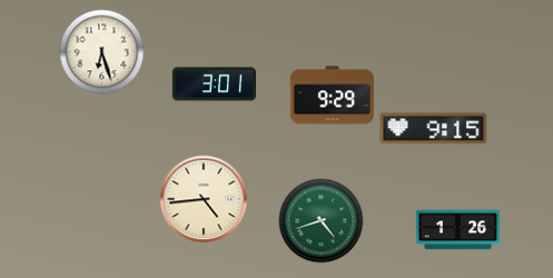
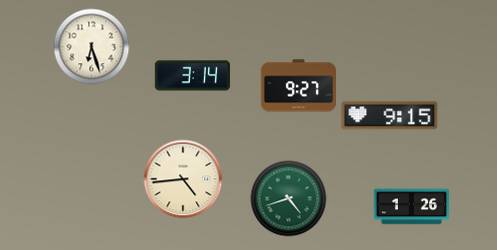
clock at (214, 85): 3:01 -> 3:14
clock at (332, 96): 9:29 -> 9:27
